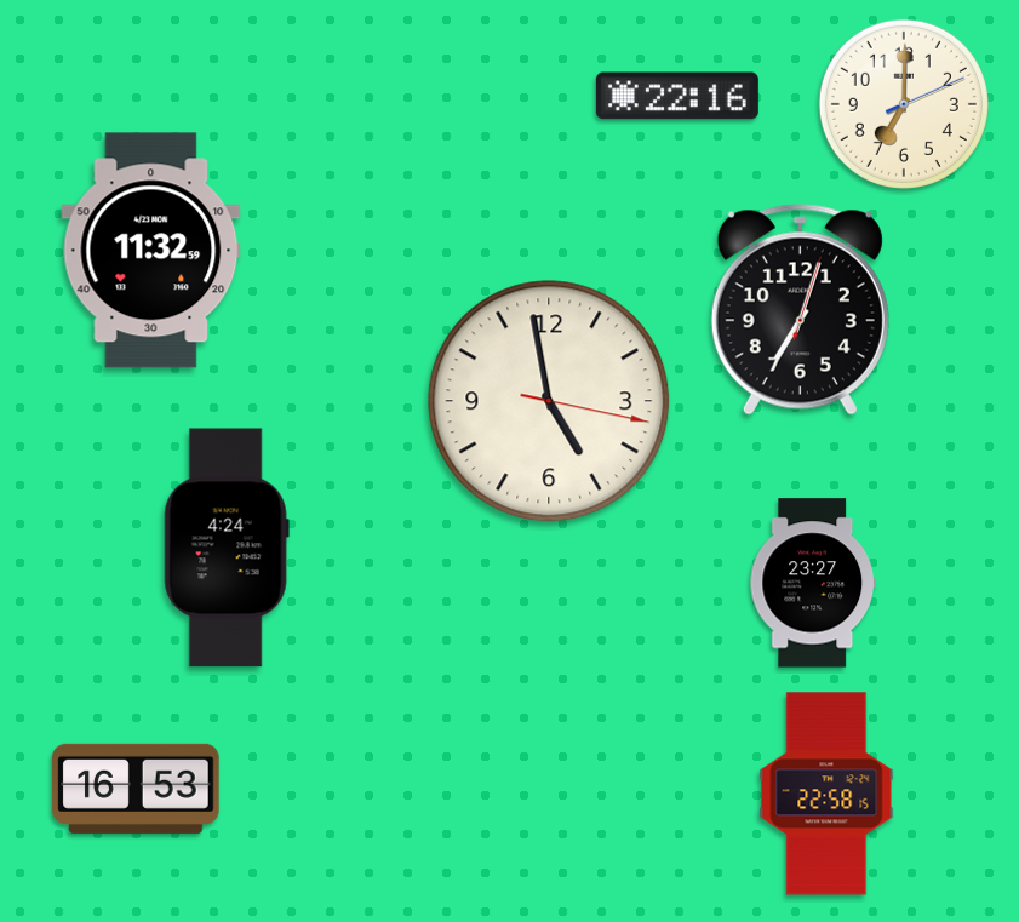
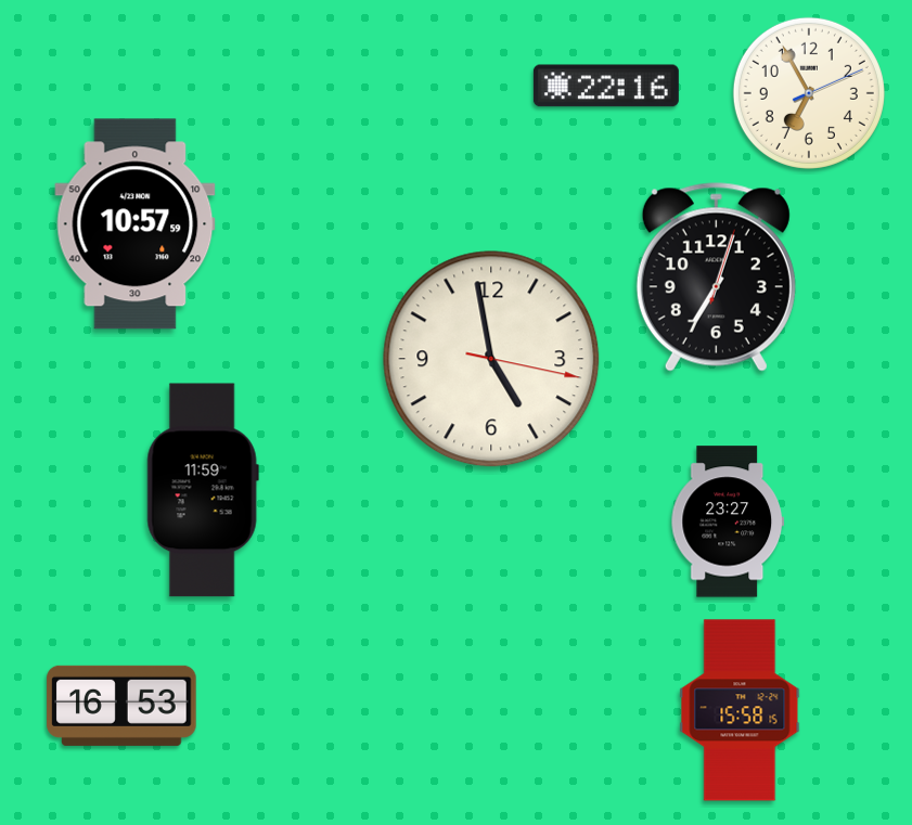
clock at (904, 104): 7:00 -> 6:55
clock at (151, 251): 11:32 -> 10:57
clock at (227, 548): 4:24 -> 11:59
clock at (826, 794): 22:58 -> 15:58
